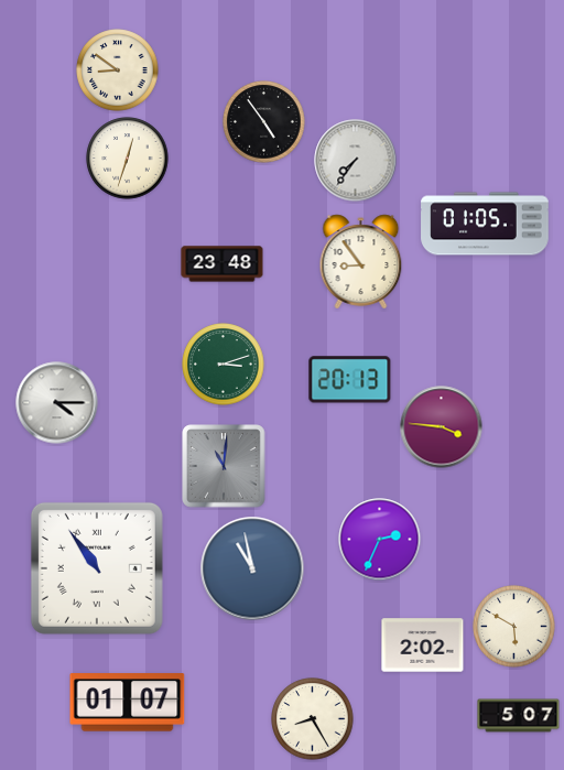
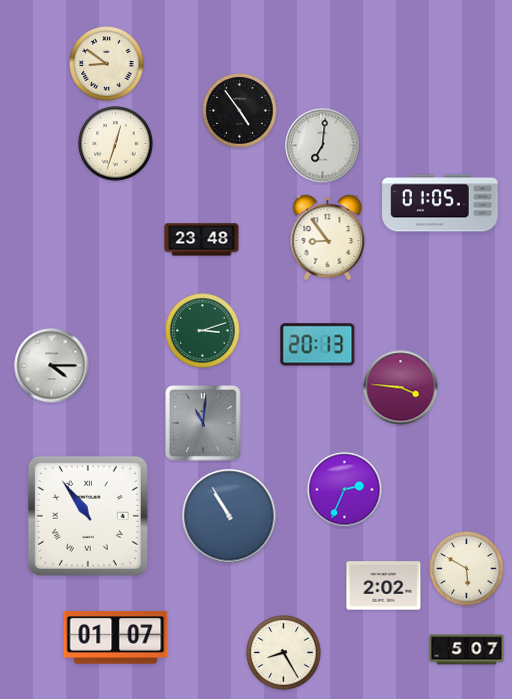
clock at (356, 161): 7:36 -> 7:01
clock at (252, 568): 10:58 -> 10:55
clock at (519, 716) position: (519, 716) -> (467, 650)
